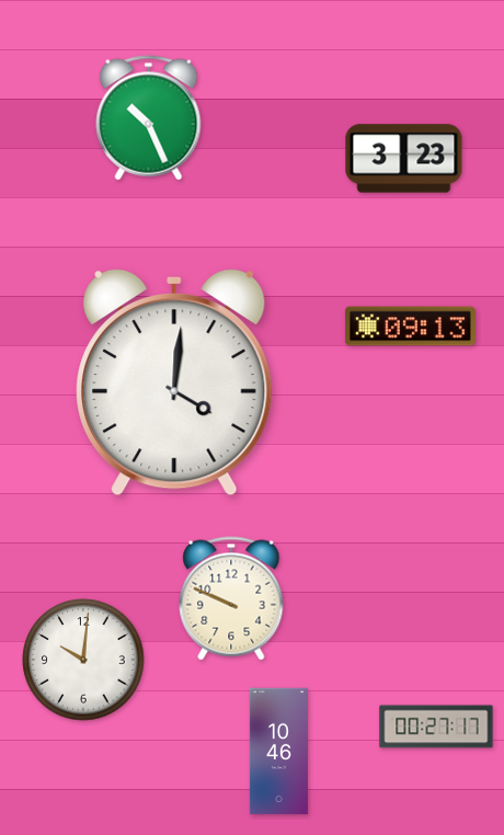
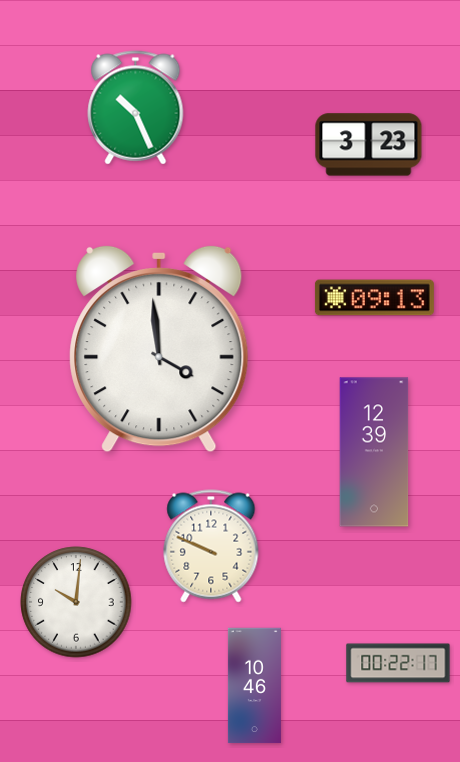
clock at (174, 382): 4:01 -> 3:59
clock at (374, 452): none -> 12:39
clock at (436, 727): 00:27 -> 00:22
